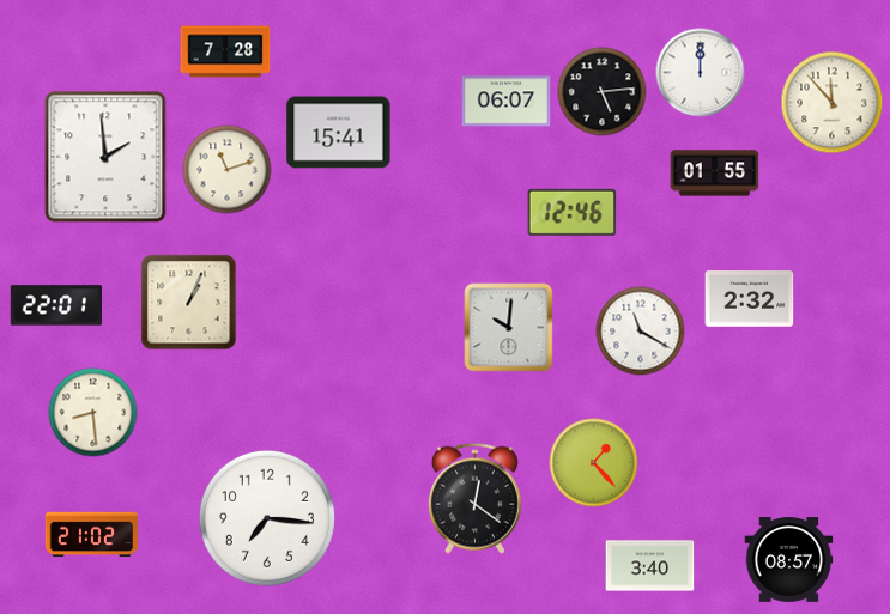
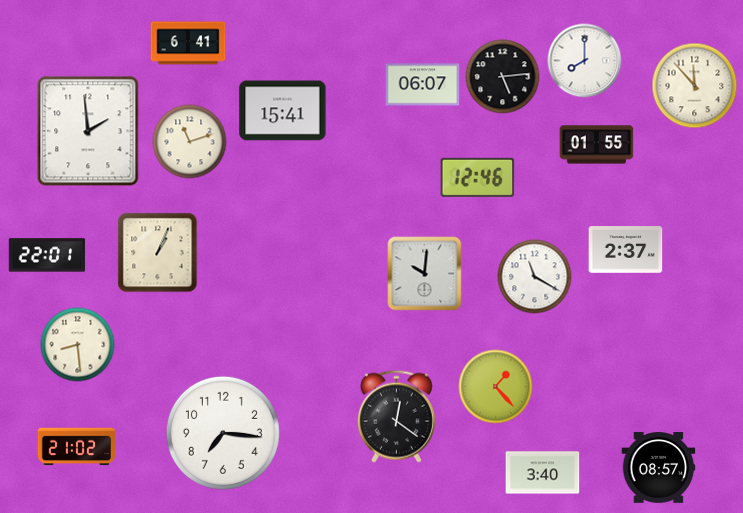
clock at (225, 51): 7:28 -> 6:41
clock at (701, 73): 12:00 -> 8:00
clock at (750, 299): 2:32 -> 2:37
